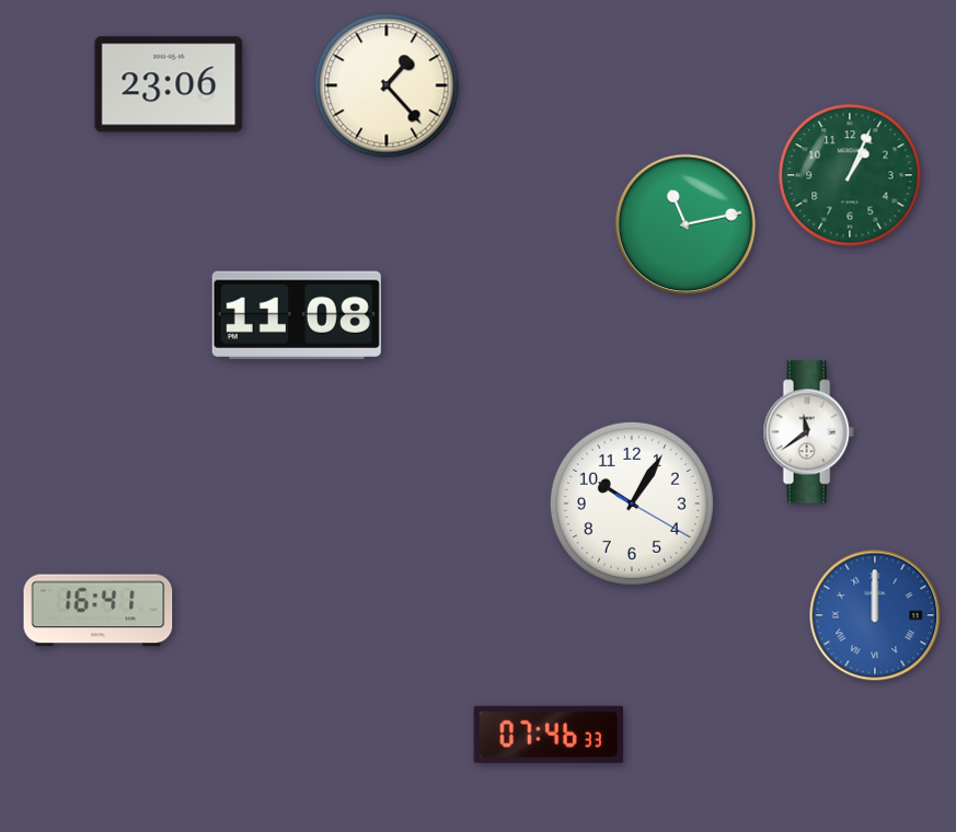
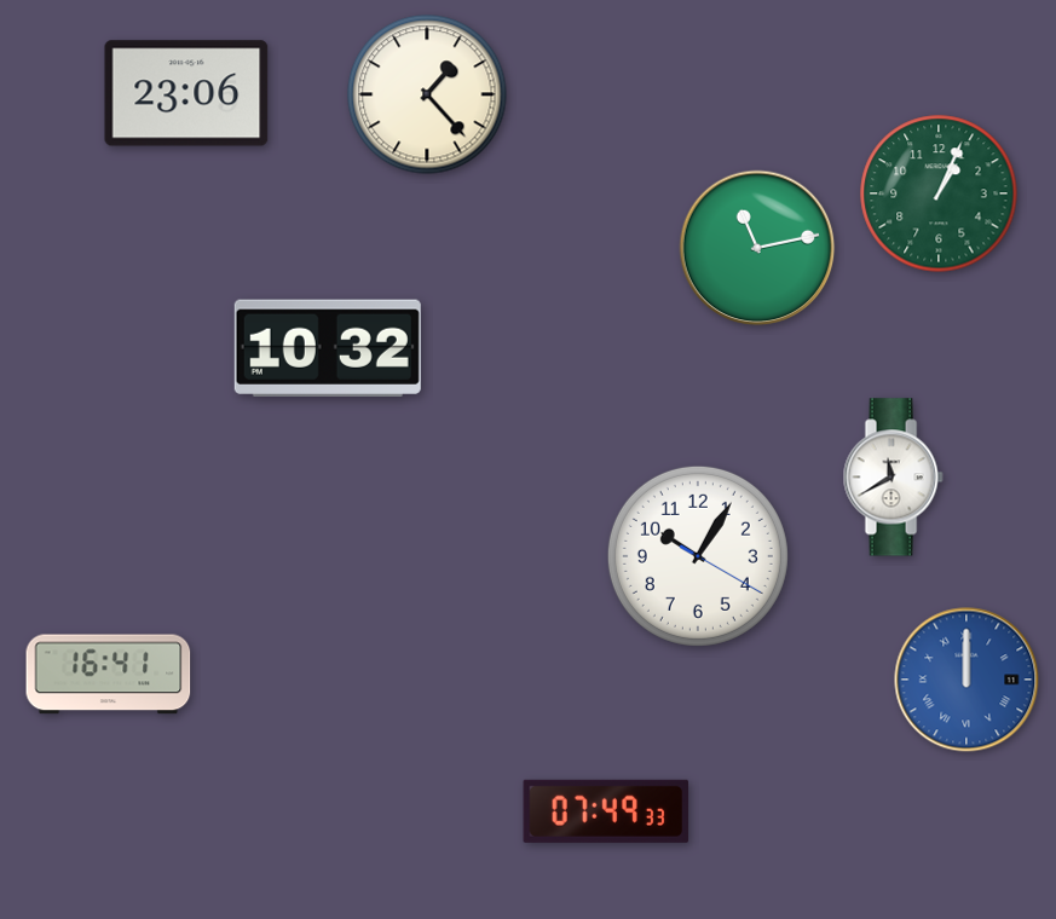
clock at (297, 315): 11:08 -> 10:32
clock at (808, 432): 11:39 -> 11:40
clock at (549, 735): 07:46 -> 07:49
